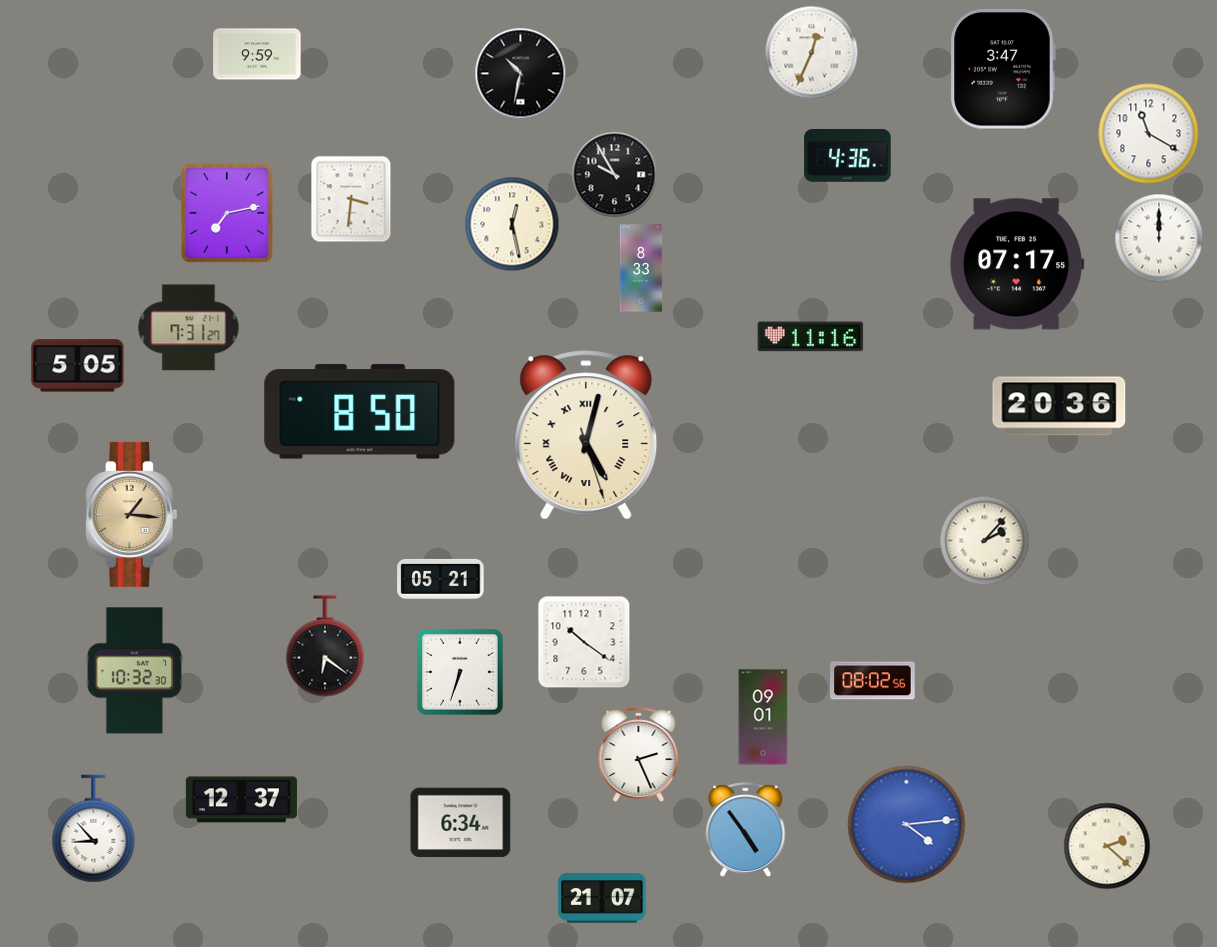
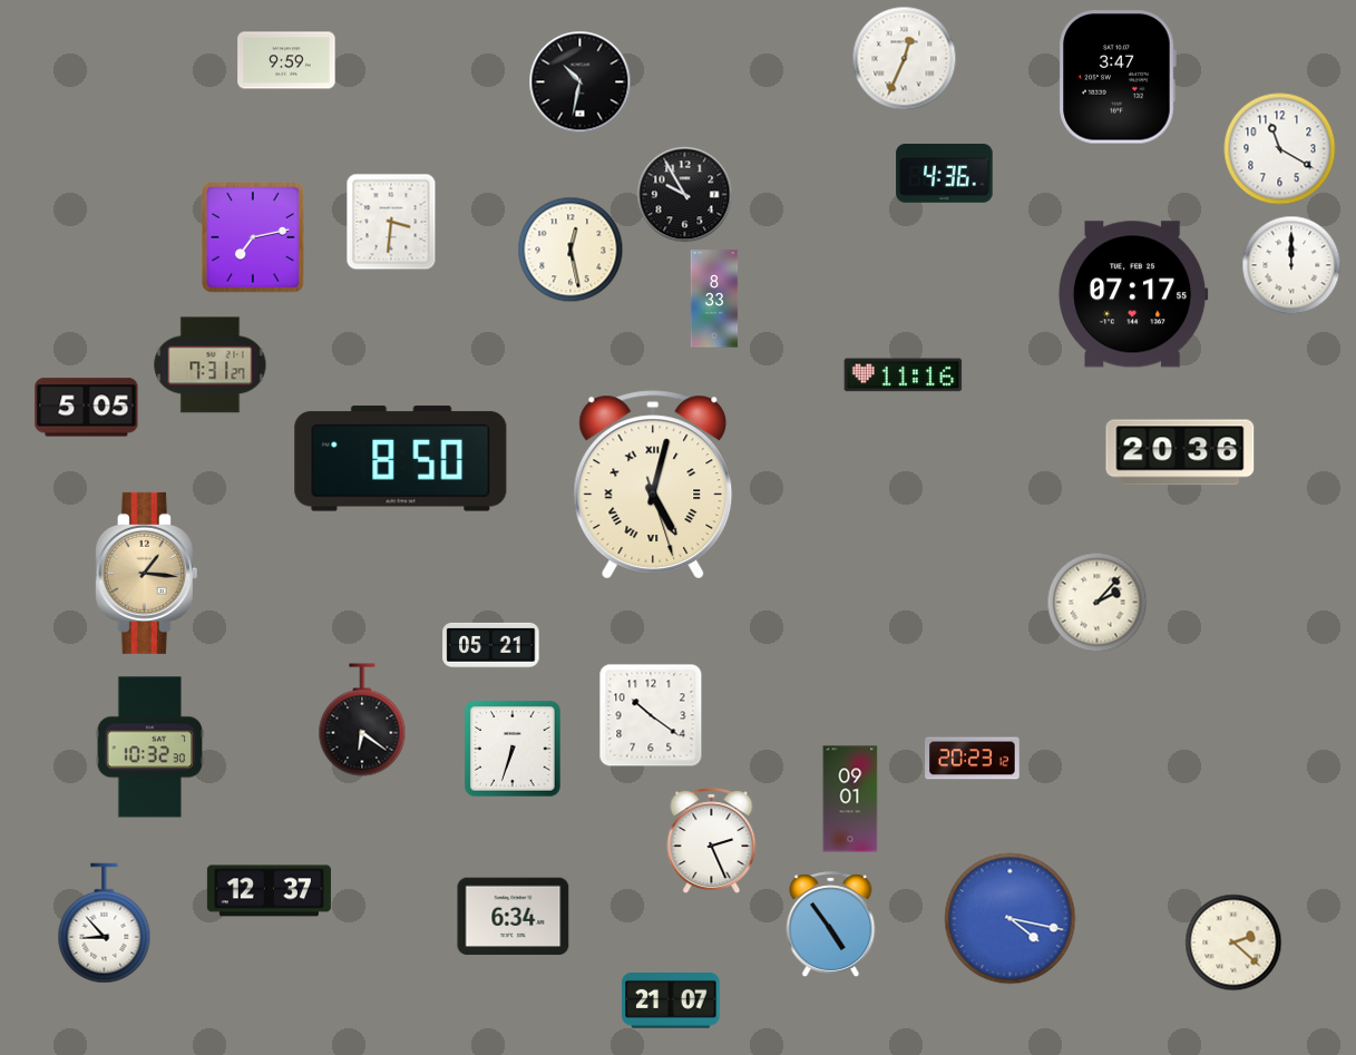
clock at (873, 681): 08:02 -> 20:23
clock at (907, 825): 4:14 -> 4:17
